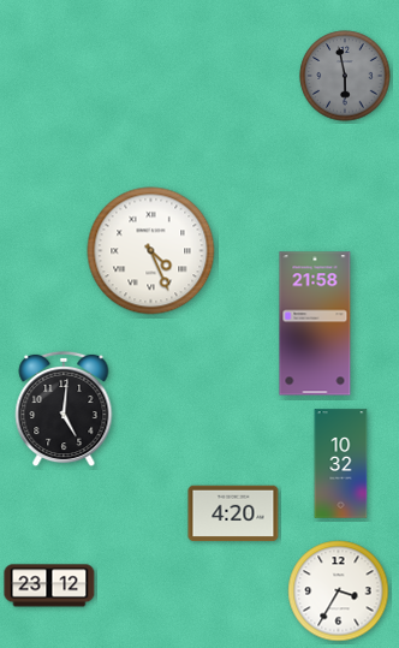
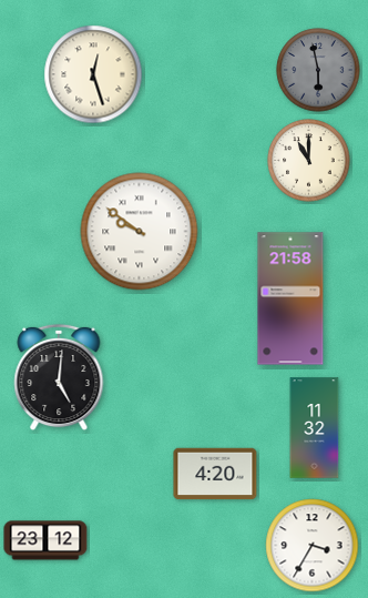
clock at (93, 74): none -> 12:27
clock at (309, 161): none -> 11:00
clock at (151, 251): 4:26 -> 9:51
clock at (341, 464): 10:32 -> 11:32
